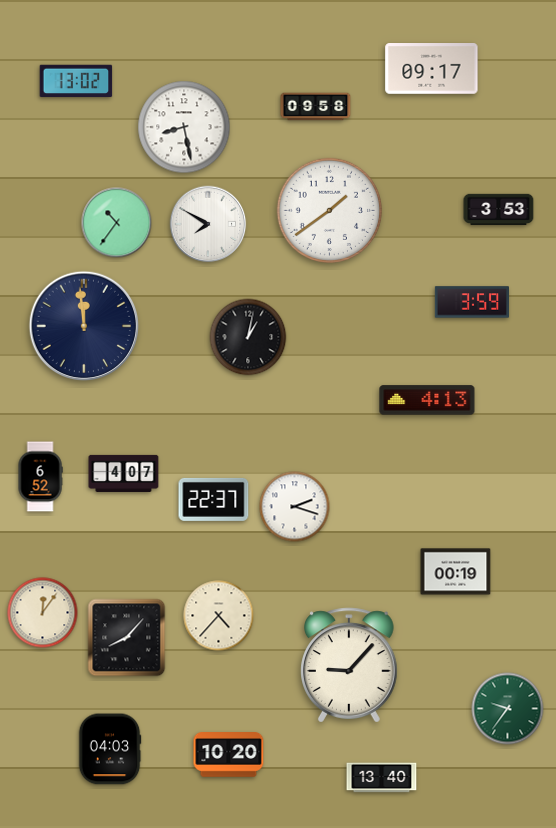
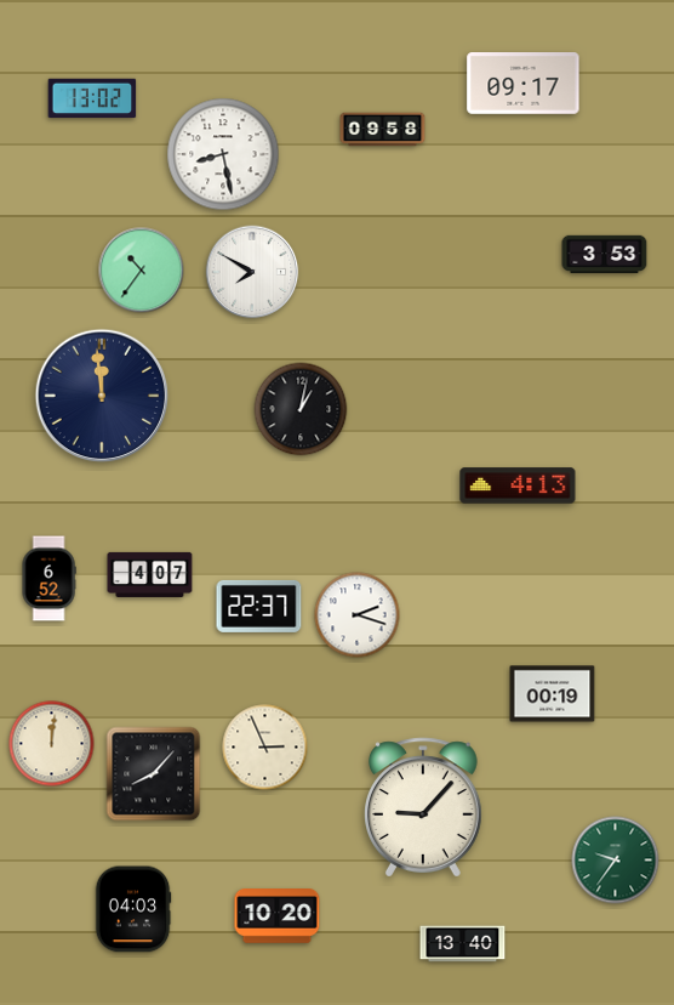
clock at (329, 210): 1:39 -> none
clock at (471, 302): 3:59 -> none
clock at (43, 613): 12:06 -> 12:01
clock at (219, 616): 4:37 -> 2:56
